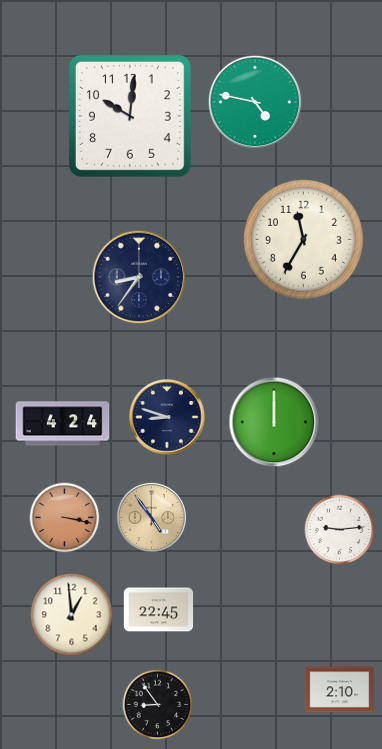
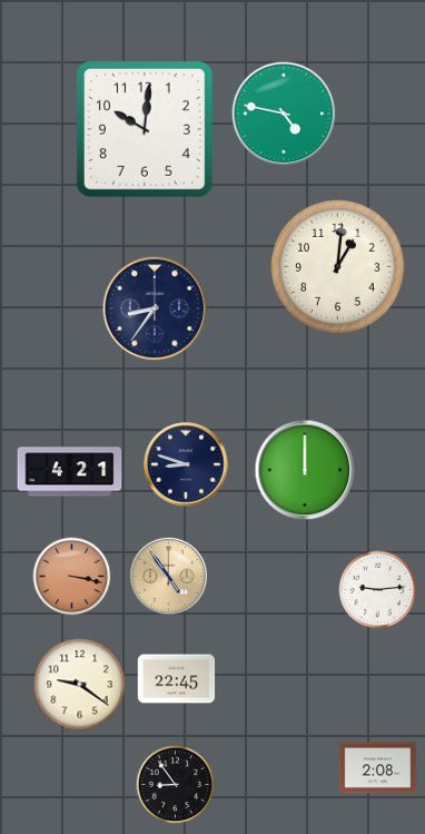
clock at (303, 239): 11:35 -> 1:01
clock at (63, 424): 4:24 -> 4:21
clock at (72, 615): 12:59 -> 9:21
clock at (340, 690): 2:10 -> 2:08
